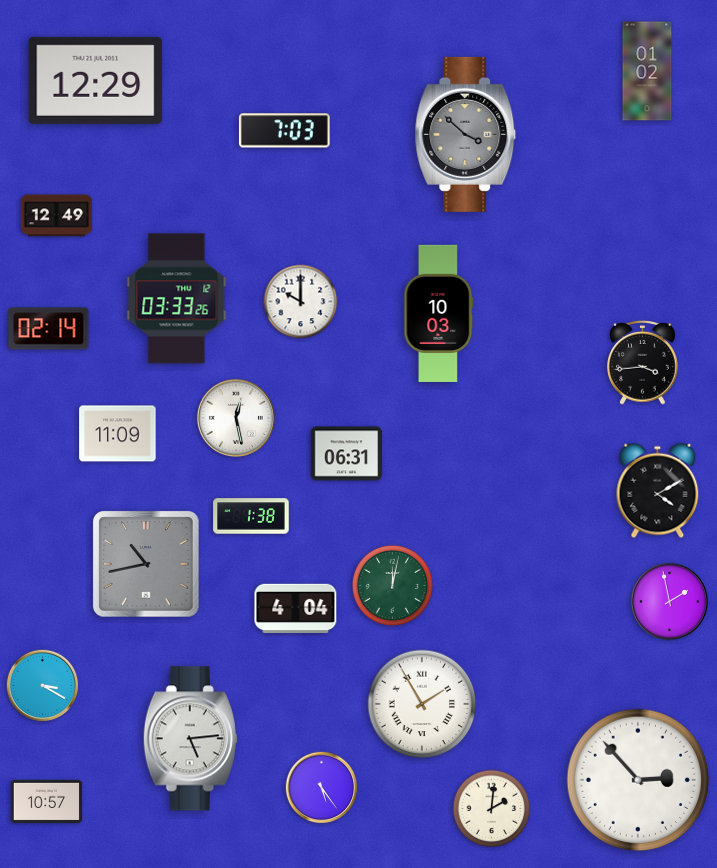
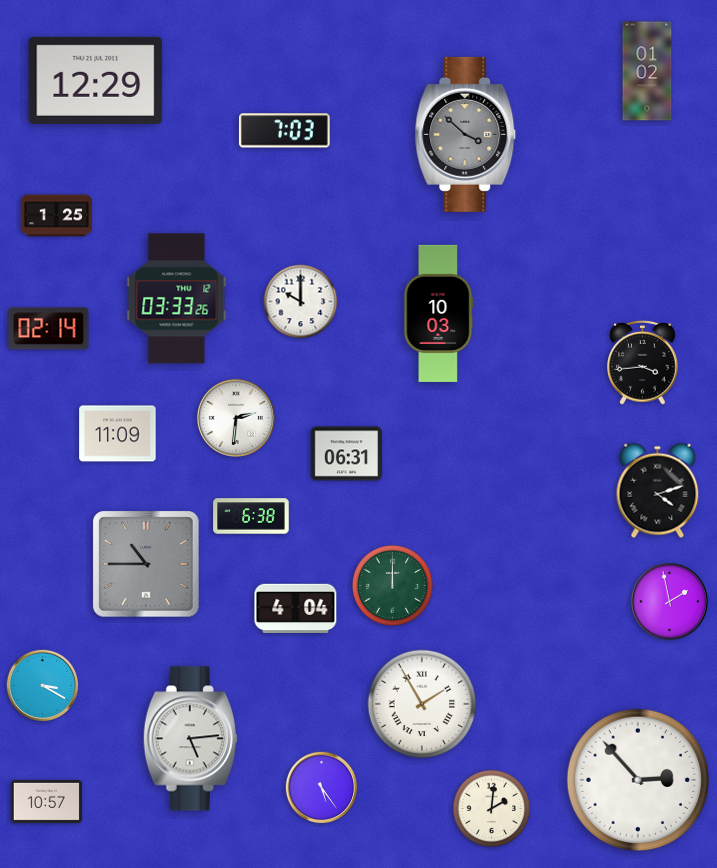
clock at (57, 216): 12:49 -> 1:25
clock at (236, 418): 12:28 -> 2:31
clock at (658, 491): 4:10 -> 4:12
clock at (251, 516): 1:38 -> 6:38
clock at (146, 564): 10:43 -> 10:45
clock at (392, 585): 12:02 -> 12:00
